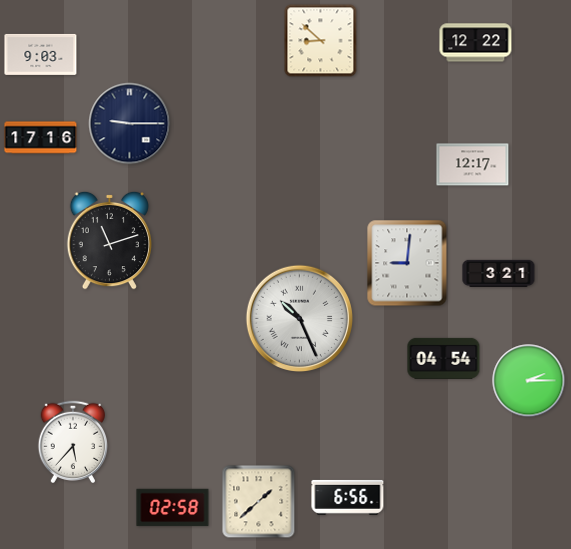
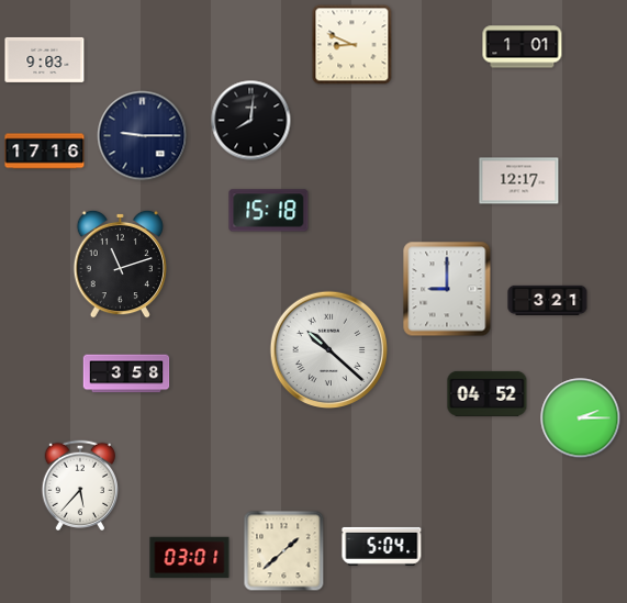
clock at (321, 41): 8:52 -> 8:49
clock at (476, 43): 12:22 -> 1:01
clock at (251, 121): none -> 8:01
clock at (269, 211): none -> 15:18
clock at (407, 263): 9:01 -> 9:00
clock at (299, 318): 10:26 -> 10:22
clock at (126, 373): none -> 3:58
clock at (444, 358): 04:54 -> 04:52
clock at (348, 497): 6:56 -> 5:04
clock at (173, 508): 02:58 -> 03:01
